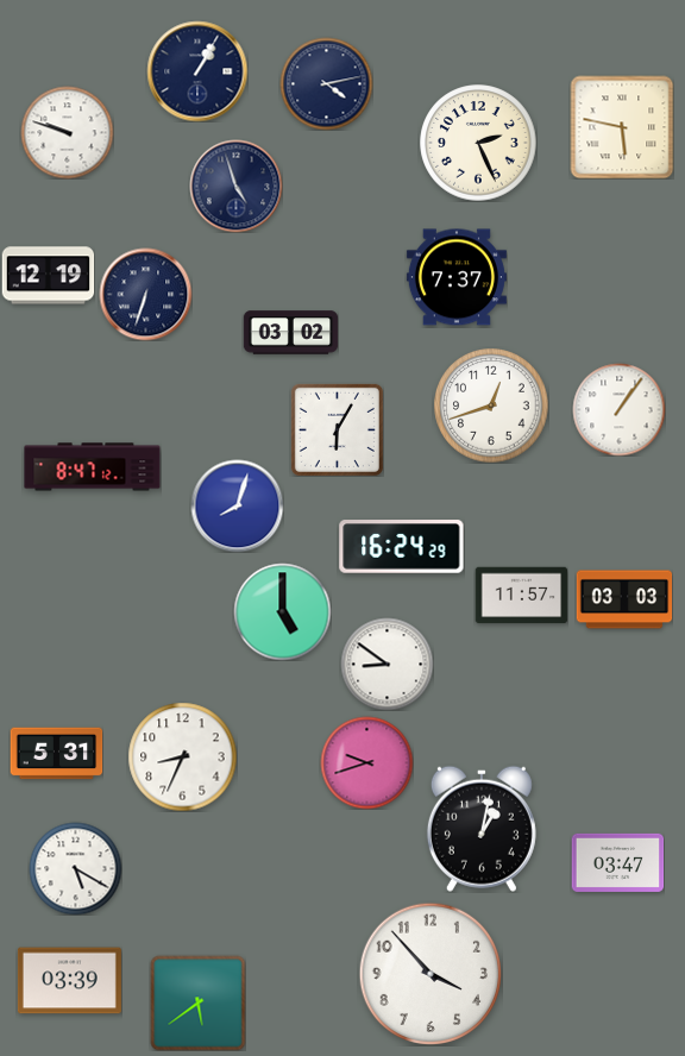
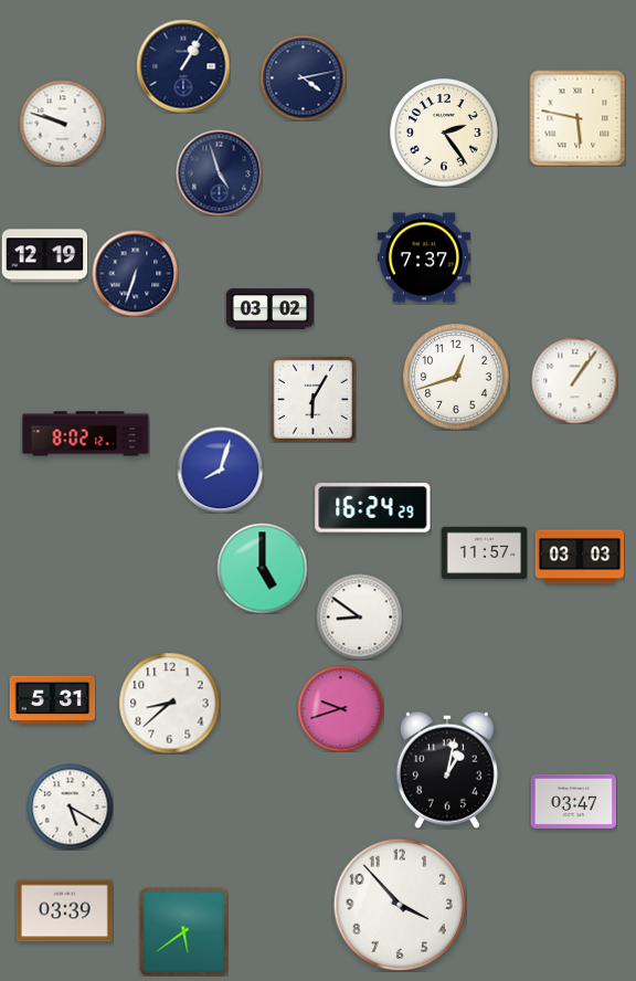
clock at (478, 143): 2:26 -> 2:24
clock at (93, 467): 8:47 -> 8:02
clock at (182, 756): 8:34 -> 8:38
